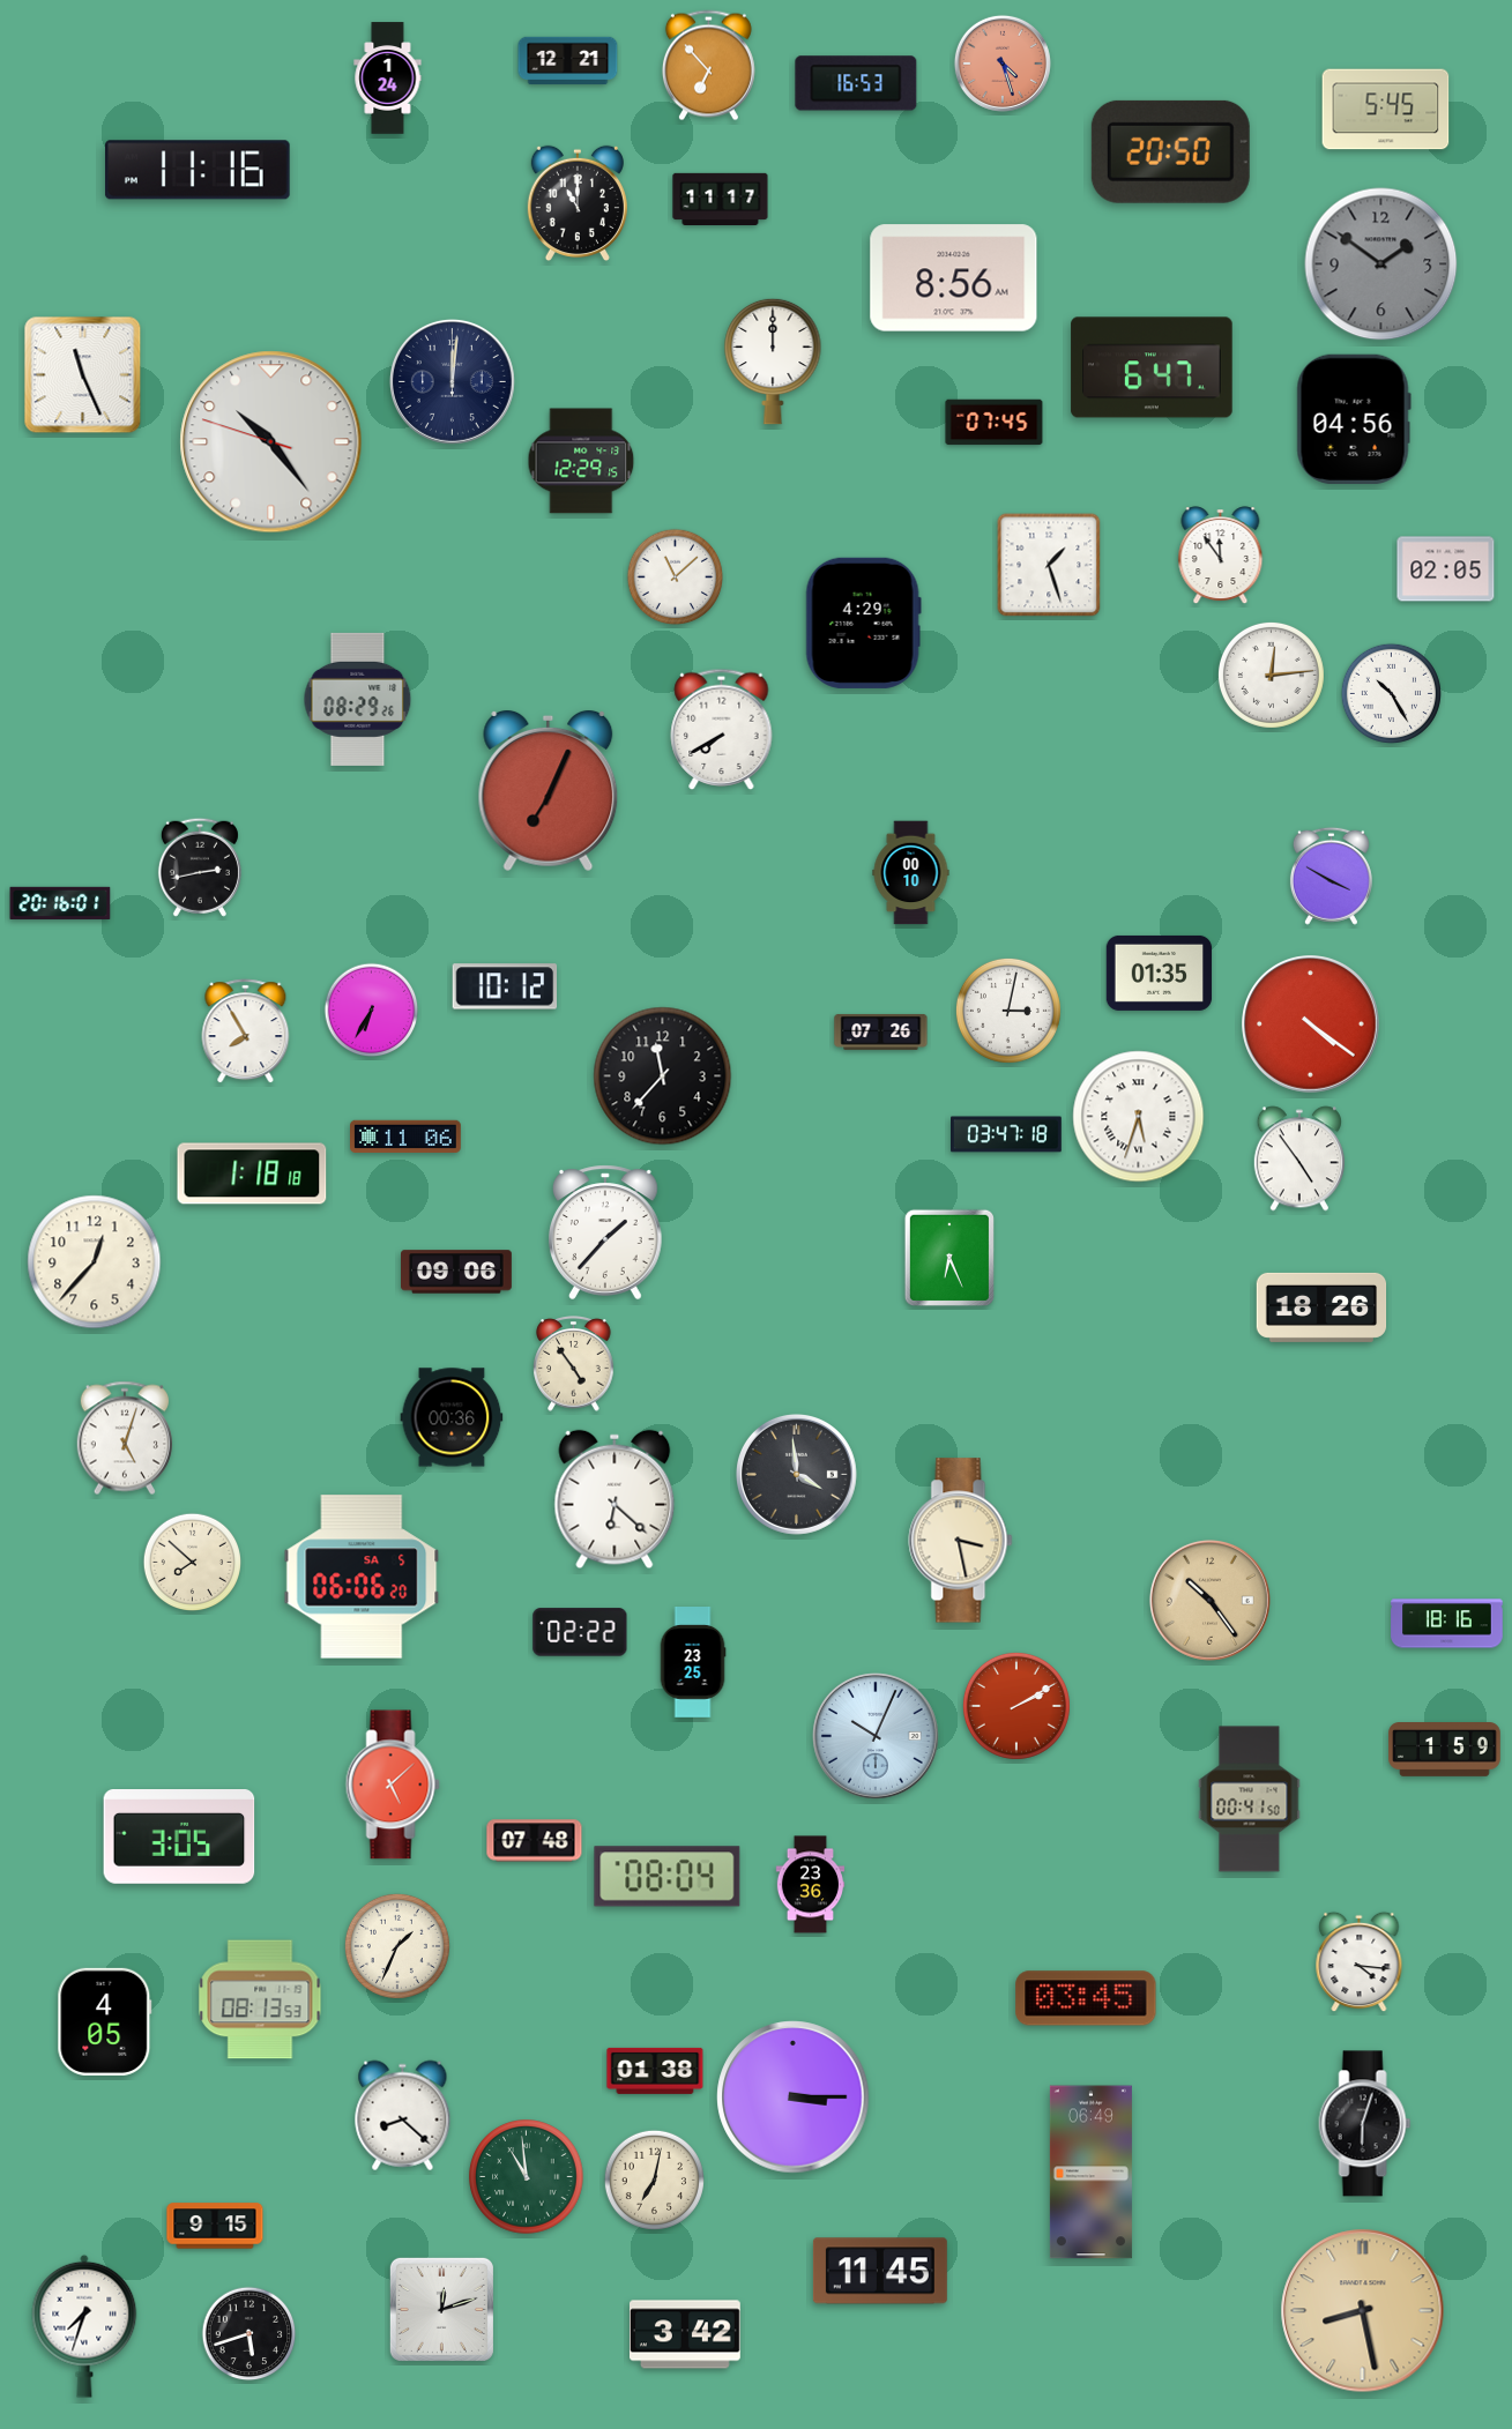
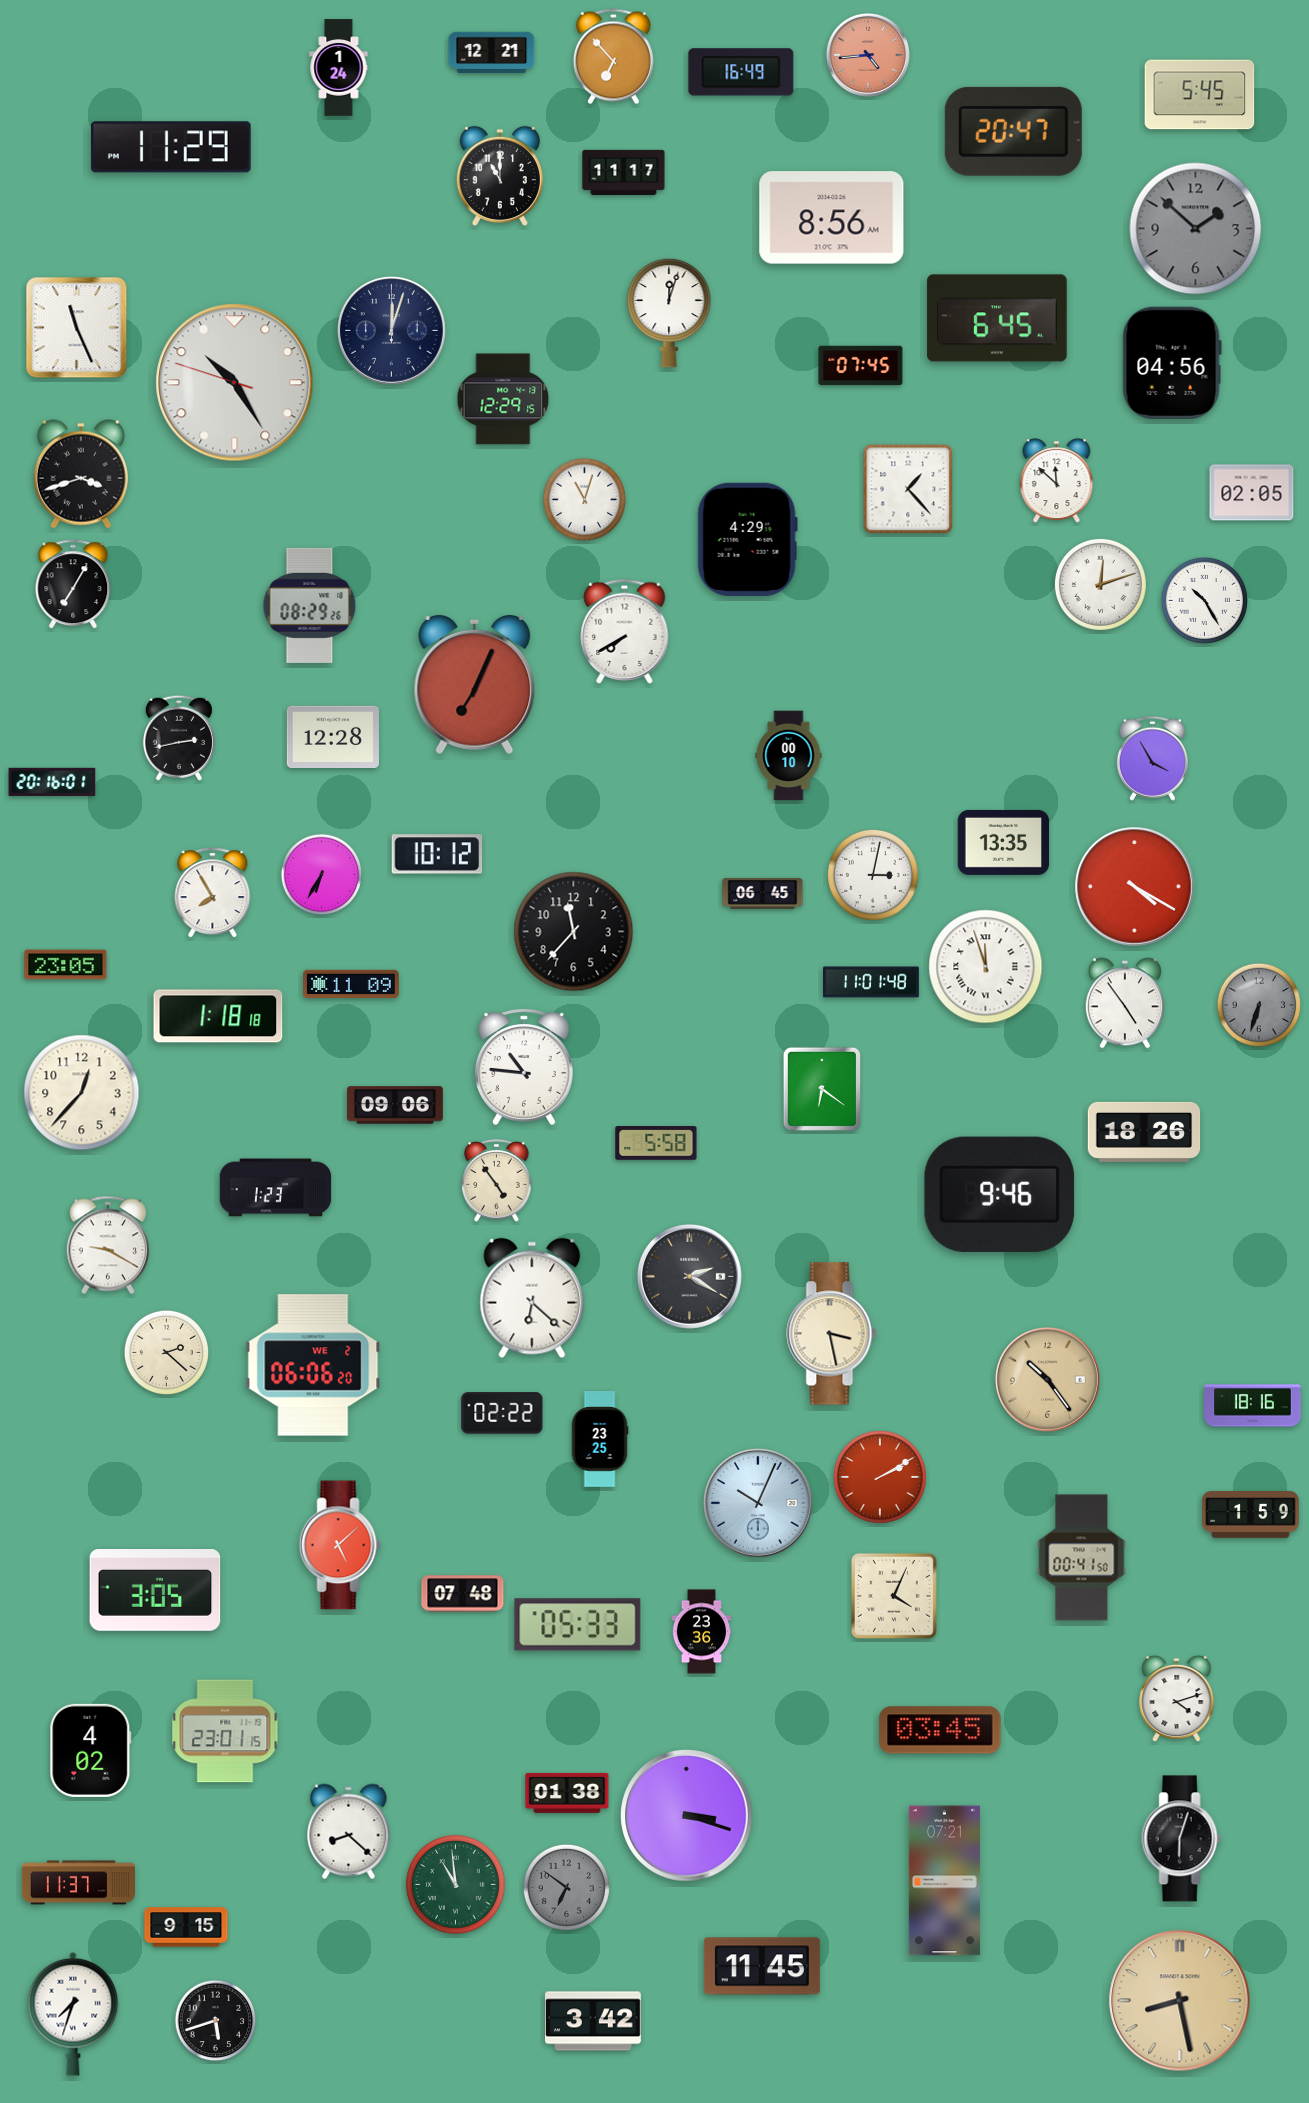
clock at (1003, 64): 4:27 -> 4:44
clock at (388, 79) position: (388, 79) -> (339, 68)
clock at (856, 83): 16:53 -> 16:49
clock at (1170, 151): 20:50 -> 20:47
clock at (198, 170): 11:16 -> 11:29
clock at (1381, 264): 1:51 -> 1:52
clock at (954, 278) position: (954, 278) -> (832, 218)
clock at (773, 362): 12:00 -> 12:03
clock at (1152, 367): 6:47 -> 6:45
clock at (83, 375) position: (83, 375) -> (77, 328)
clock at (452, 381): 12:01 -> 12:03
clock at (271, 442): 10:23 -> 10:24
clock at (81, 474): none -> 3:42
clock at (1221, 556): 11:54 -> 11:52
clock at (1049, 565): 1:27 -> 1:23
clock at (676, 578): 11:08 -> 11:03
clock at (1271, 675): 12:14 -> 12:12
clock at (73, 585): none -> 7:05
clock at (333, 737): none -> 12:28
clock at (200, 867) position: (200, 867) -> (179, 738)
clock at (1331, 876): 3:50 -> 3:55
clock at (1160, 973): 01:35 -> 13:35
clock at (1311, 1024): 4:21 -> 4:20
clock at (881, 1031): 07:26 -> 06:45
clock at (66, 965): none -> 23:05
clock at (1139, 1117): 5:33 -> 11:57
clock at (1007, 1134): 03:47 -> 11:01
clock at (407, 1137): 11:06 -> 11:09
clock at (1259, 1005): none -> 6:33
clock at (606, 1232): 1:37 -> 10:46
clock at (949, 1258): 6:26 -> 6:21
clock at (457, 1272) position: (457, 1272) -> (396, 1105)
clock at (656, 1143): none -> 5:58
clock at (276, 1188): none -> 1:23
clock at (1000, 1194): none -> 9:46
clock at (452, 1417): 00:36 -> none
clock at (124, 1438): 5:03 -> 9:20
clock at (796, 1474): 3:59 -> 2:20
clock at (192, 1562): 7:52 -> 2:22
clock at (362, 1577) date: SA 5 -> WE 2
clock at (1209, 1600) position: (1209, 1600) -> (1047, 1379)
clock at (894, 1596): none -> 4:04
clock at (668, 1877): 08:04 -> 05:33
clock at (397, 1946): 1:34 -> none
clock at (1360, 1962): 4:16 -> 4:12
clock at (260, 1999): 08:13 -> 23:01
clock at (105, 2021): 4:05 -> 4:02
clock at (794, 2098): 3:15 -> 3:18
clock at (1090, 2173): 06:49 -> 07:21
clock at (78, 1883): none -> 11:37
clock at (654, 2180): 7:02 -> 6:51
clock at (654, 2180) dial: cream -> grey
clock at (441, 2309): 12:12 -> none
